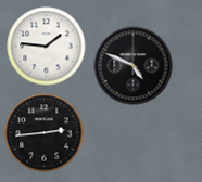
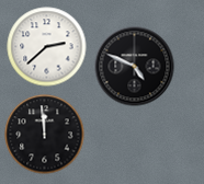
clock at (47, 47): 1:46 -> 2:38
clock at (45, 133): 2:44 -> 11:59
